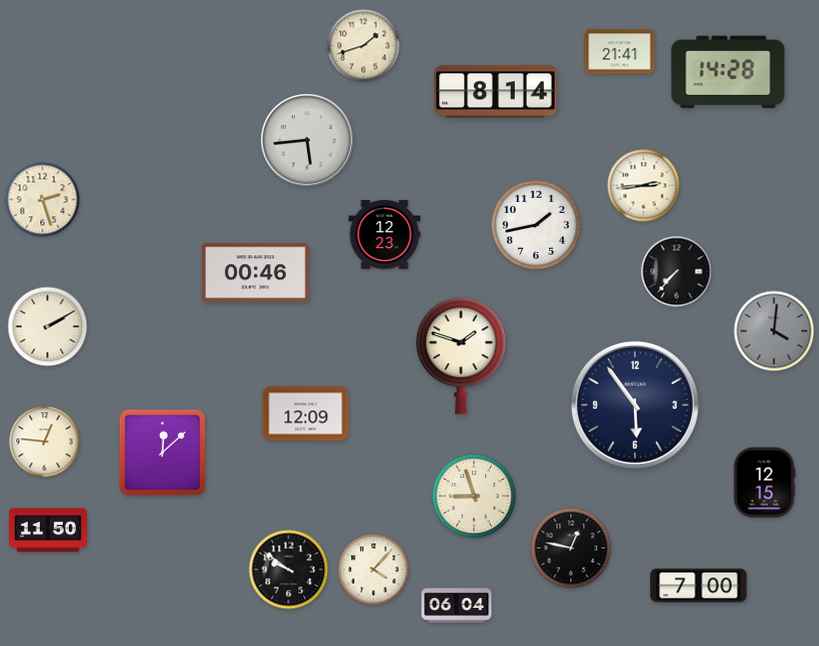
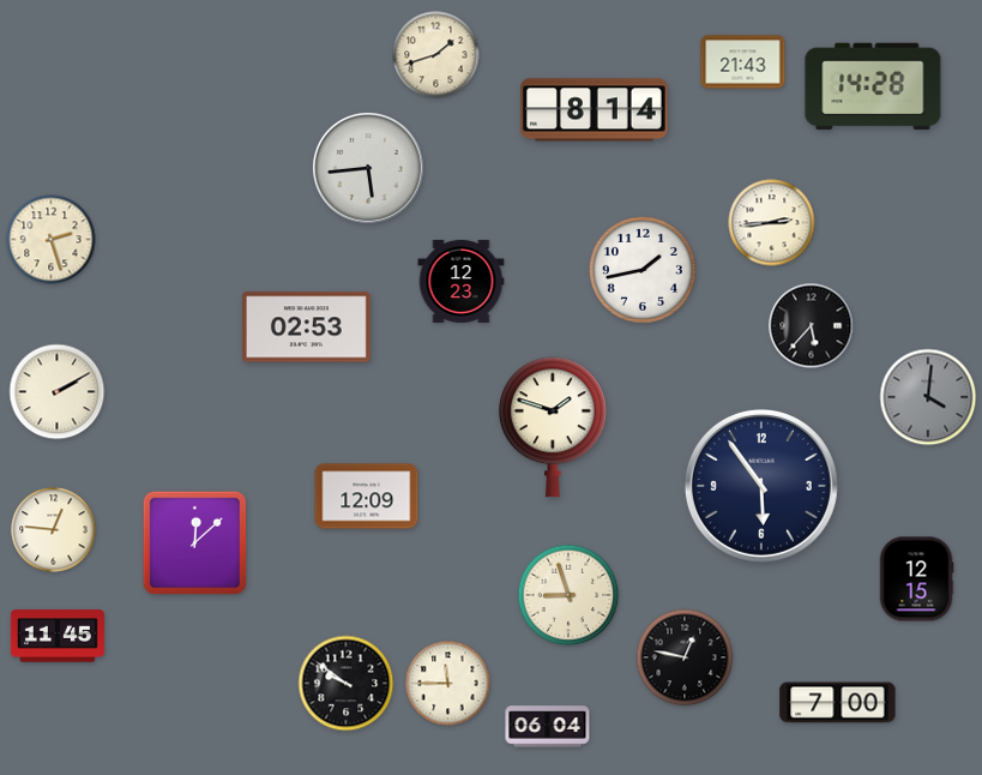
clock at (620, 52): 21:41 -> 21:43
clock at (677, 272): 7:37 -> 5:37
clock at (255, 273): 00:46 -> 02:53
clock at (48, 530): 11:50 -> 11:45
clock at (374, 570): 4:07 -> 11:45
